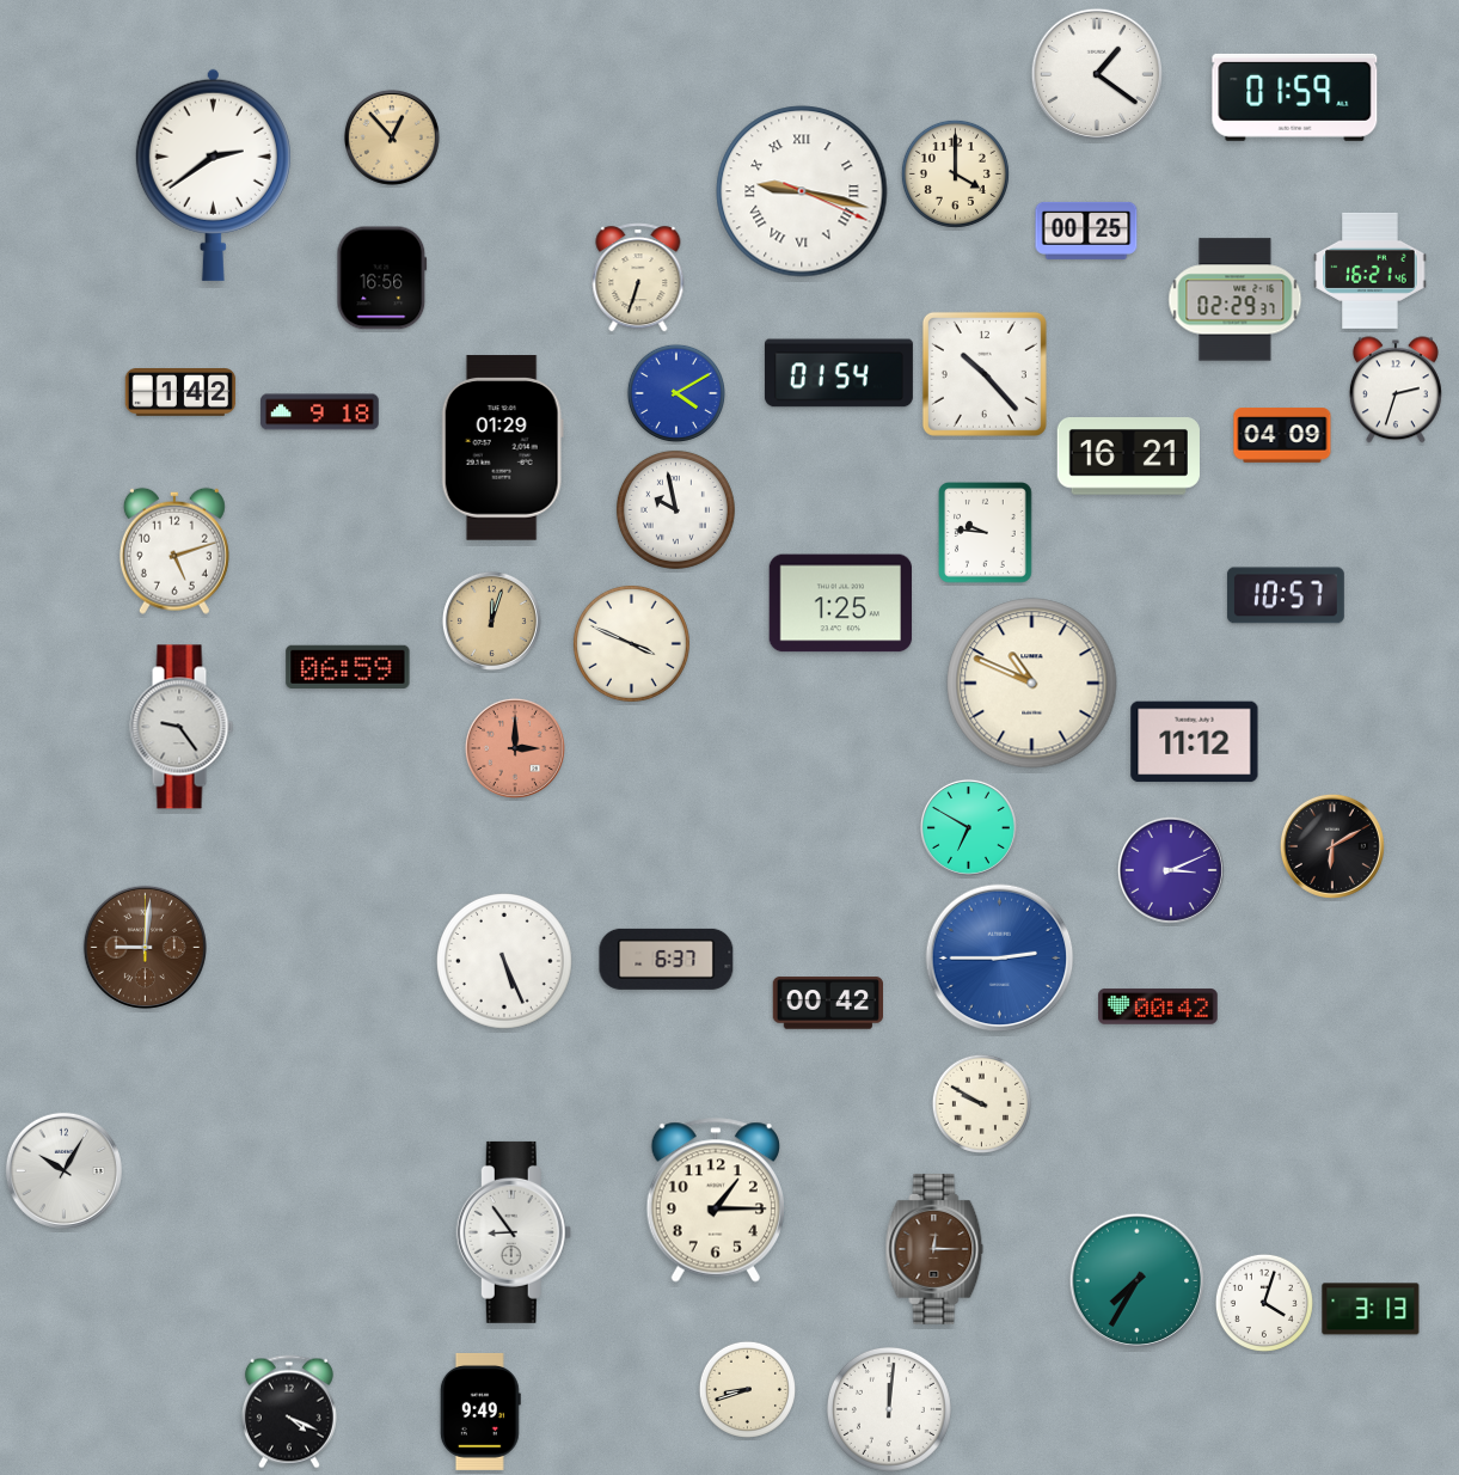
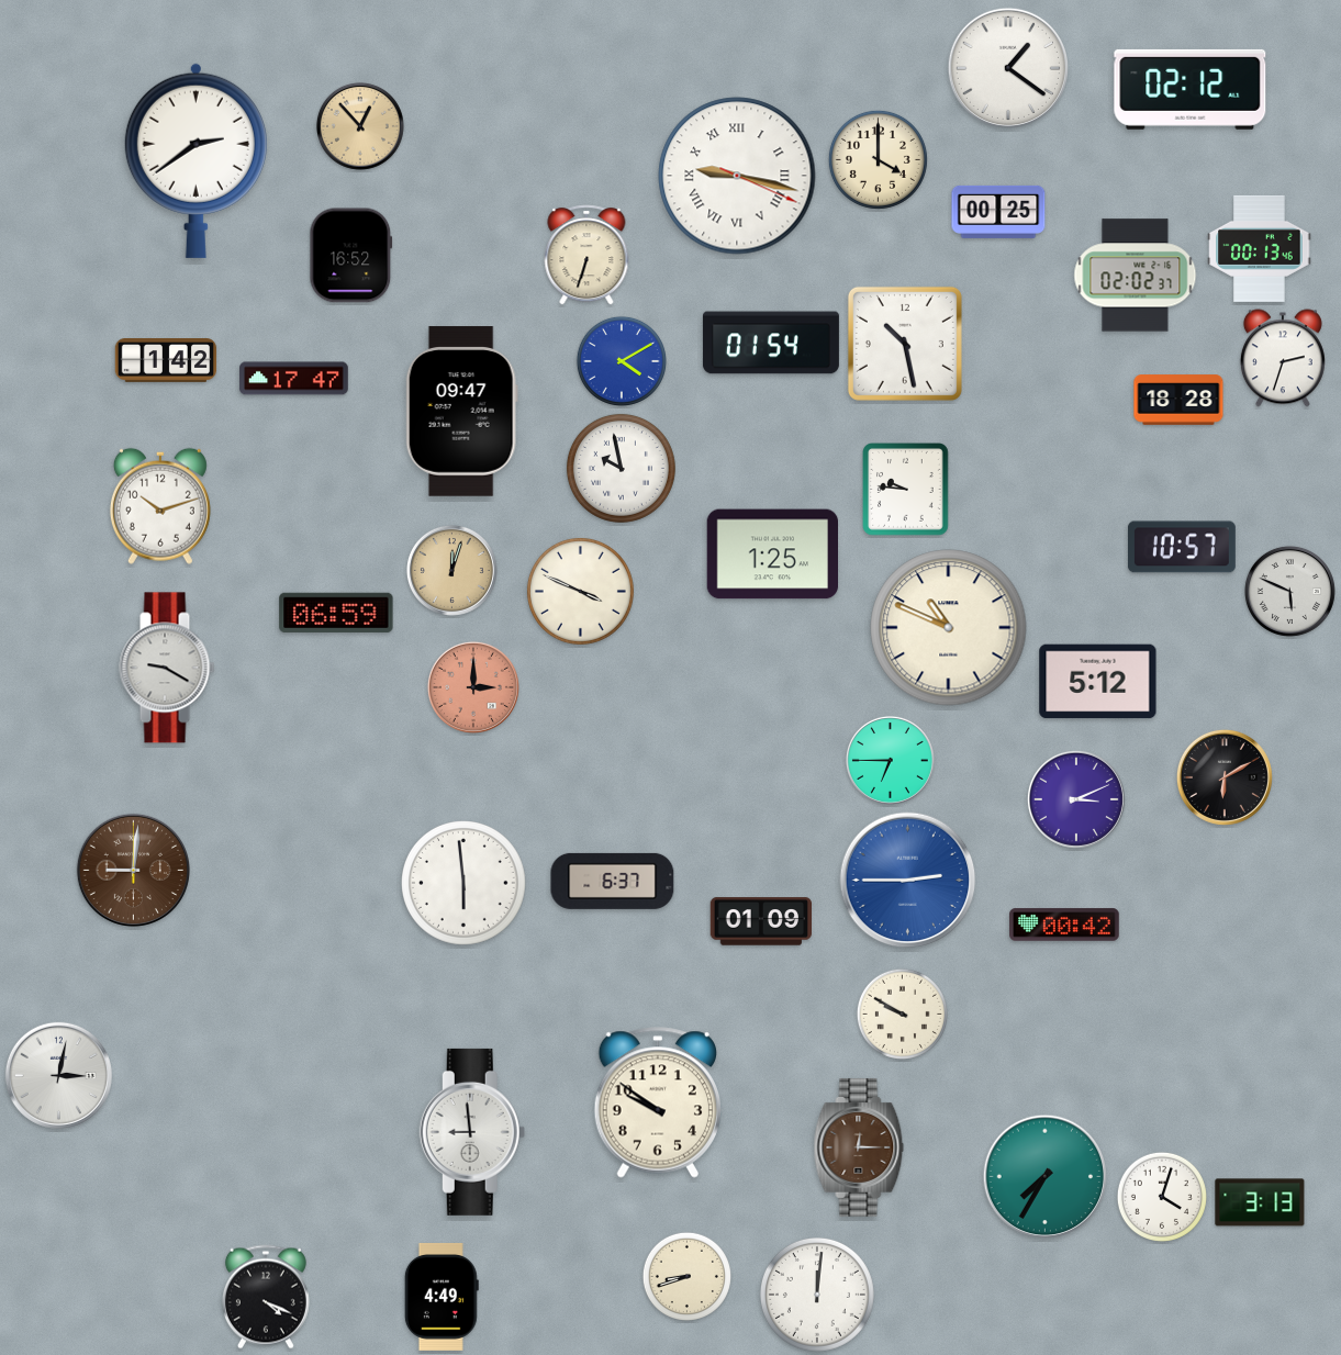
clock at (1295, 97): 01:59 -> 02:12
clock at (1371, 270): 16:21 -> 00:13
clock at (382, 279): 16:56 -> 16:52
clock at (1236, 300): 02:29 -> 02:02
clock at (985, 374): 10:23 -> 10:28
clock at (320, 412): 9:18 -> 17:47
clock at (1282, 435): 04:09 -> 18:28
clock at (502, 448): 01:29 -> 09:47
clock at (1128, 457): 16:21 -> none
clock at (174, 551): 5:12 -> 10:12
clock at (1289, 591): none -> 5:49
clock at (348, 667) position: (348, 667) -> (336, 613)
clock at (182, 727): 9:24 -> 9:20
clock at (1195, 742): 11:12 -> 5:12
clock at (968, 827): 6:50 -> 6:45
clock at (1000, 959) position: (1000, 959) -> (908, 881)
clock at (505, 962): 5:26 -> 5:59
clock at (828, 1003): 00:42 -> 01:09
clock at (63, 1170): 10:05 -> 3:02
clock at (716, 1200): 1:15 -> 9:51
clock at (514, 1232): 8:54 -> 8:59
clock at (480, 1412): 9:49 -> 4:49
